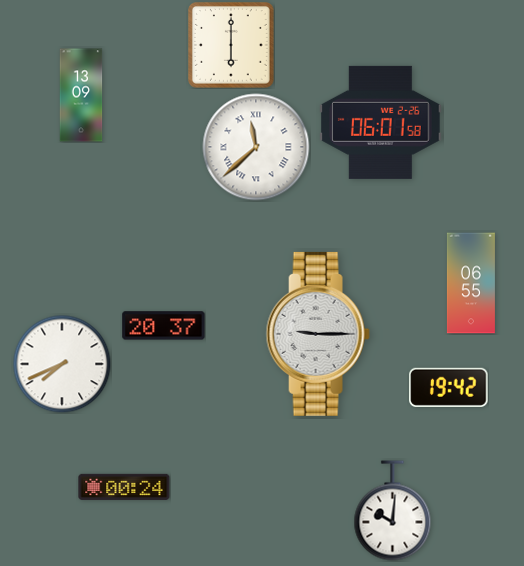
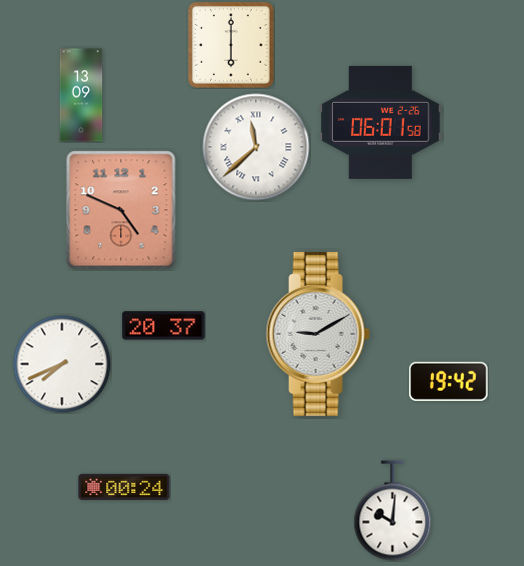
clock at (121, 210): none -> 4:49
clock at (471, 283): 06:55 -> none
clock at (318, 334): 9:15 -> 9:10
clock at (449, 387) position: (449, 387) -> (449, 381)
